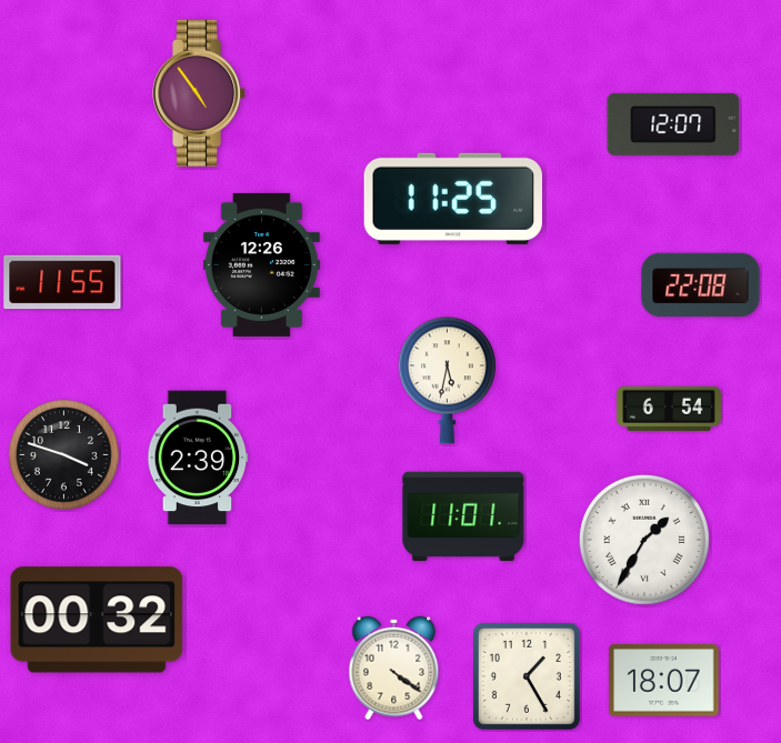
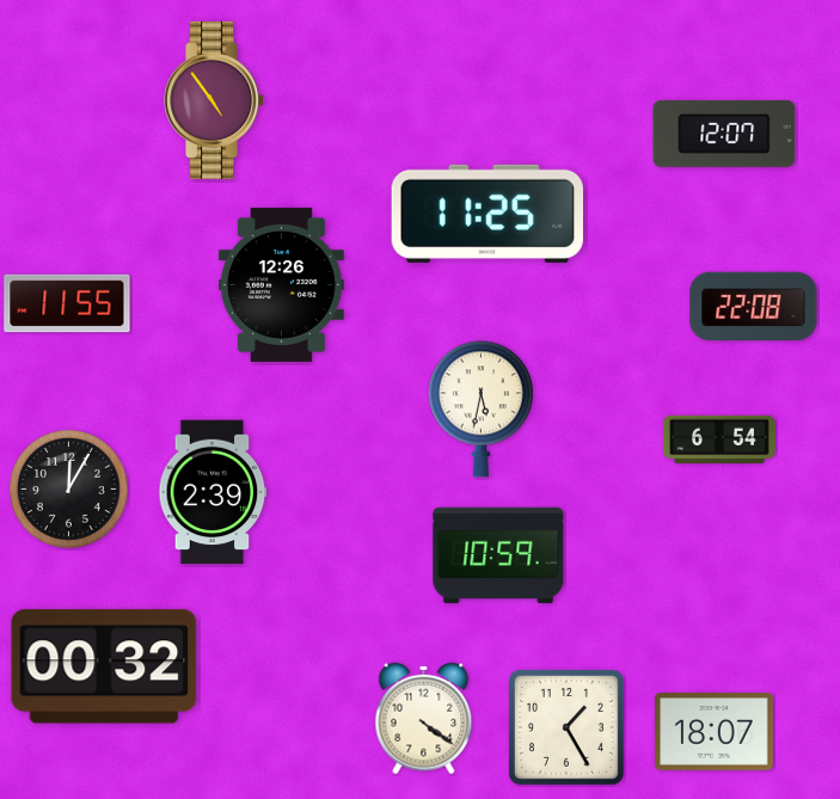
clock at (64, 455): 3:48 -> 12:05
clock at (463, 516): 11:01 -> 10:59
clock at (644, 540): 1:35 -> none
